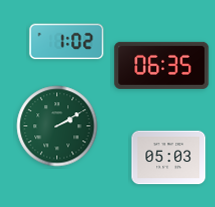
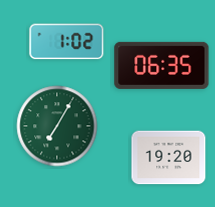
clock at (57, 126): 2:10 -> 7:05
clock at (169, 158): 05:03 -> 19:20
